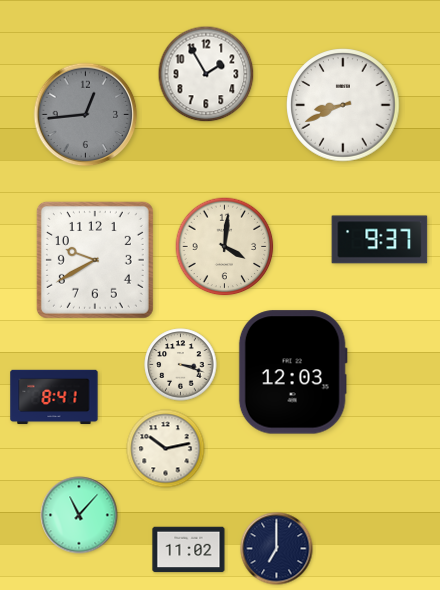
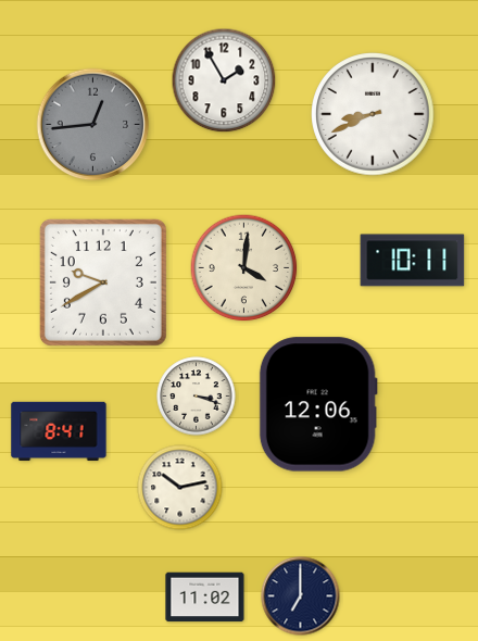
clock at (380, 240): 9:37 -> 10:11
clock at (293, 372): 12:03 -> 12:06
clock at (79, 515): 11:07 -> none
